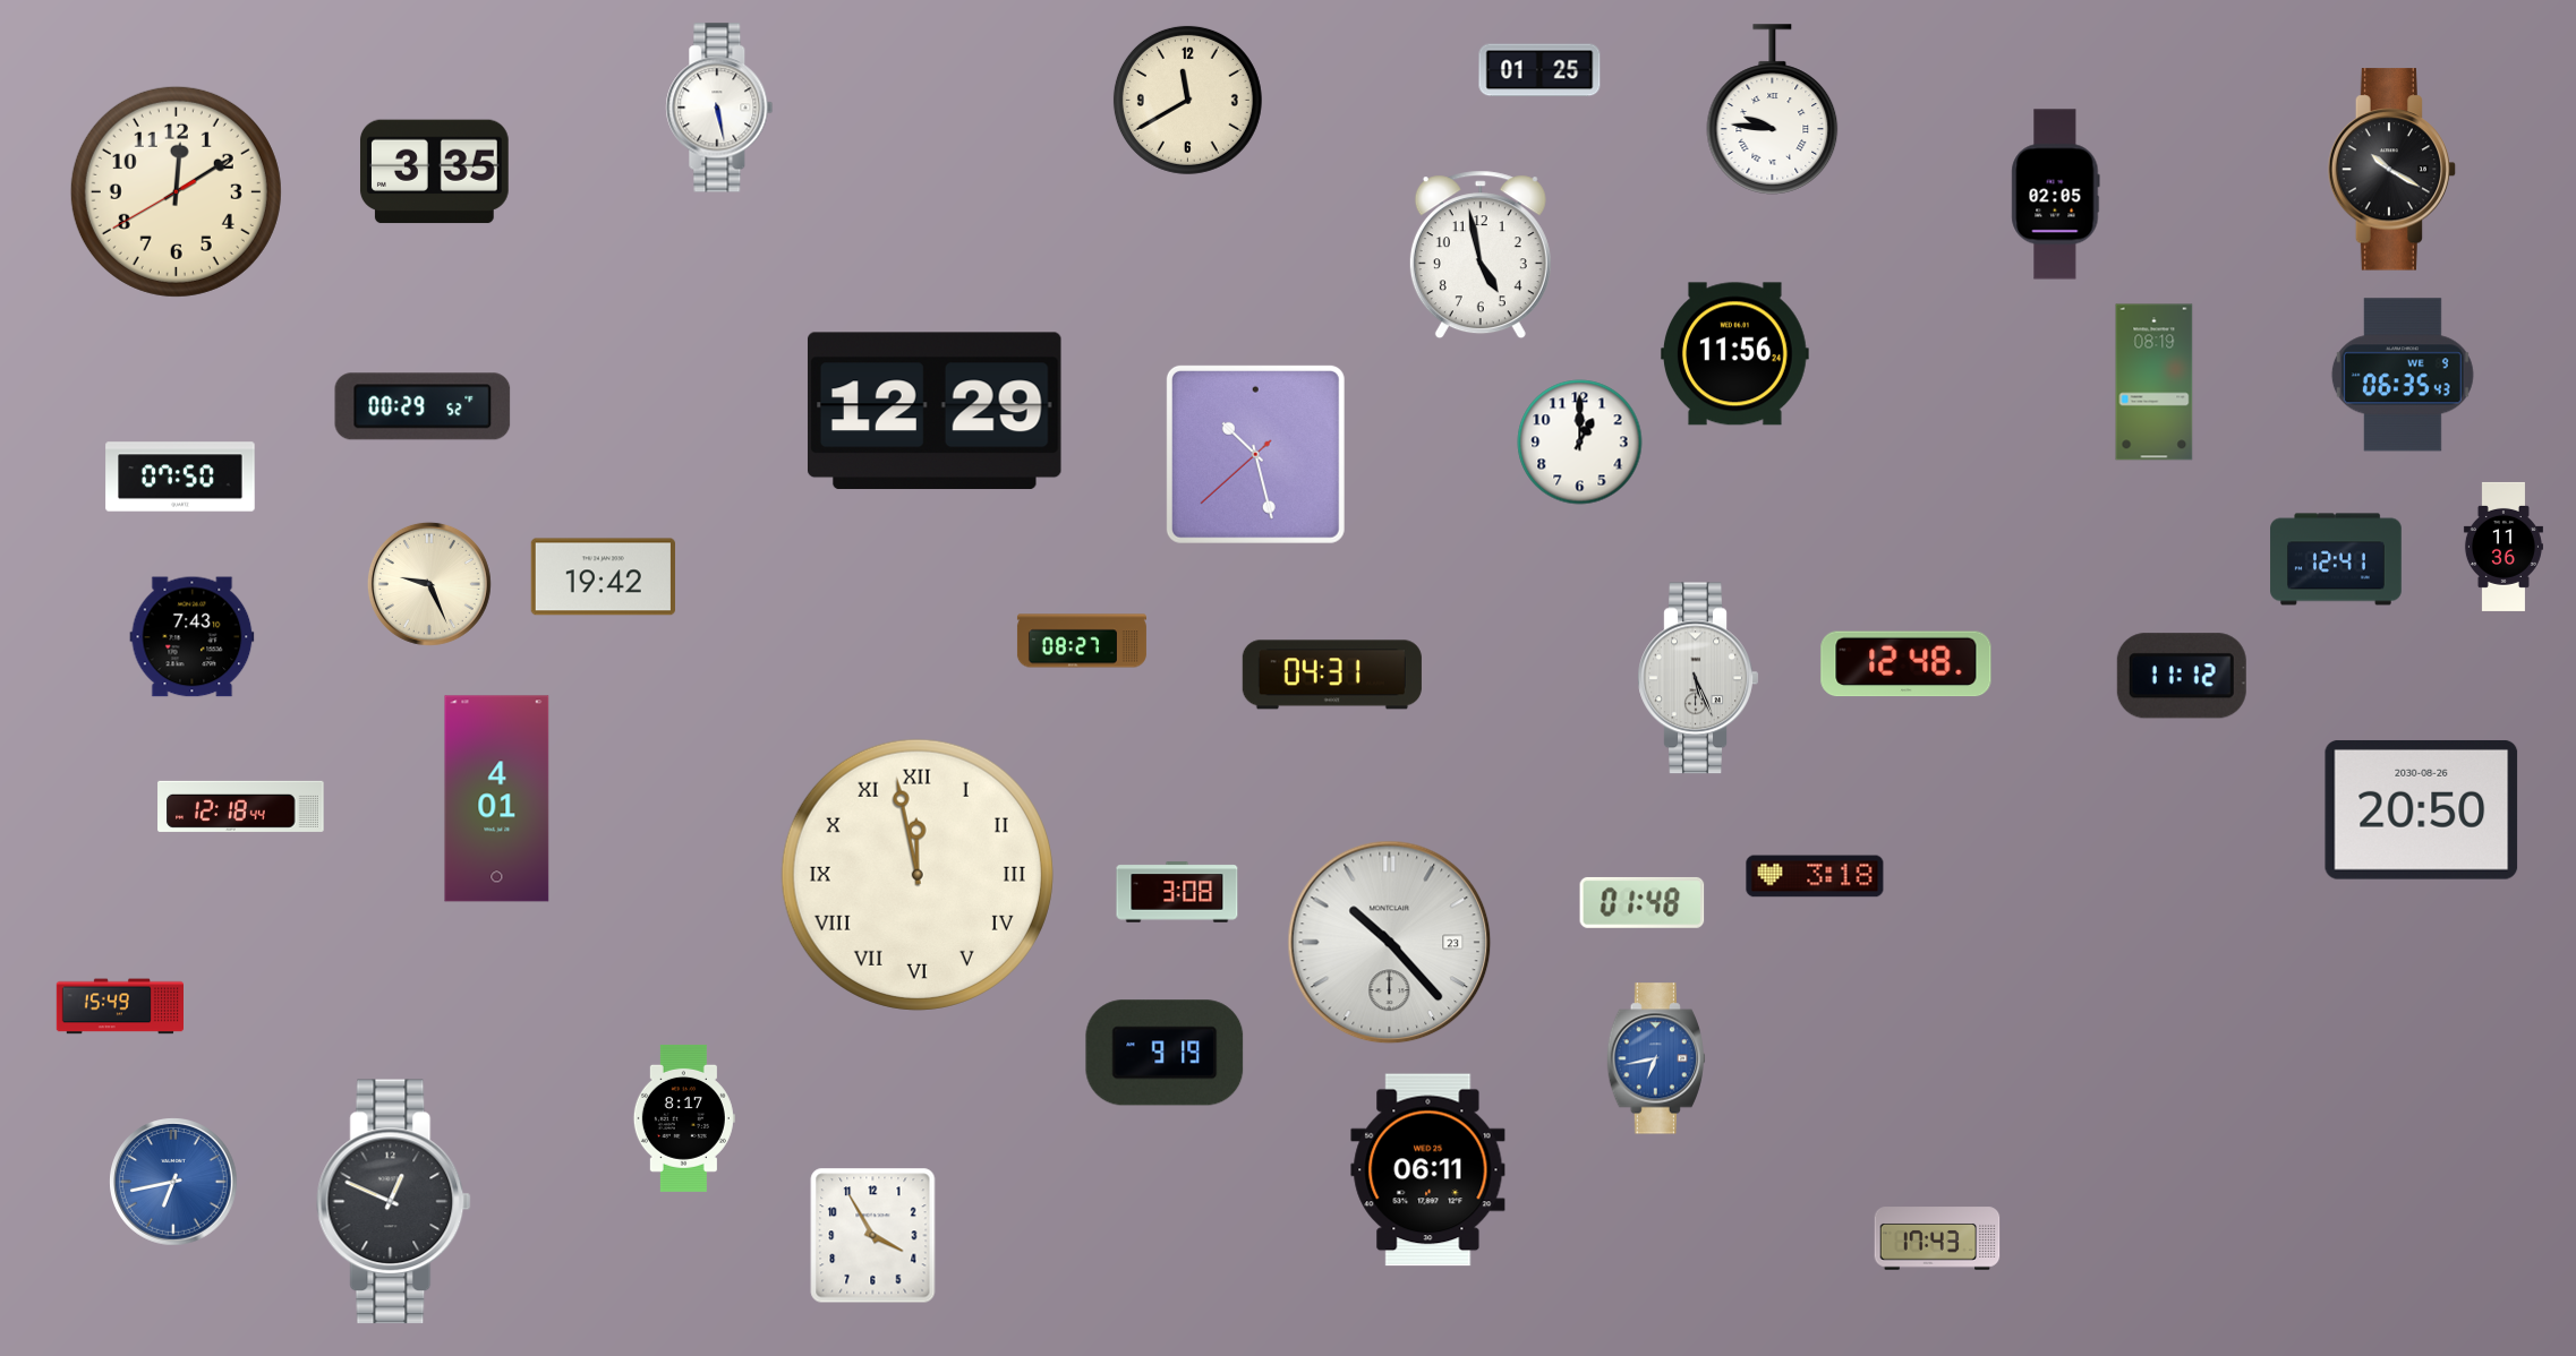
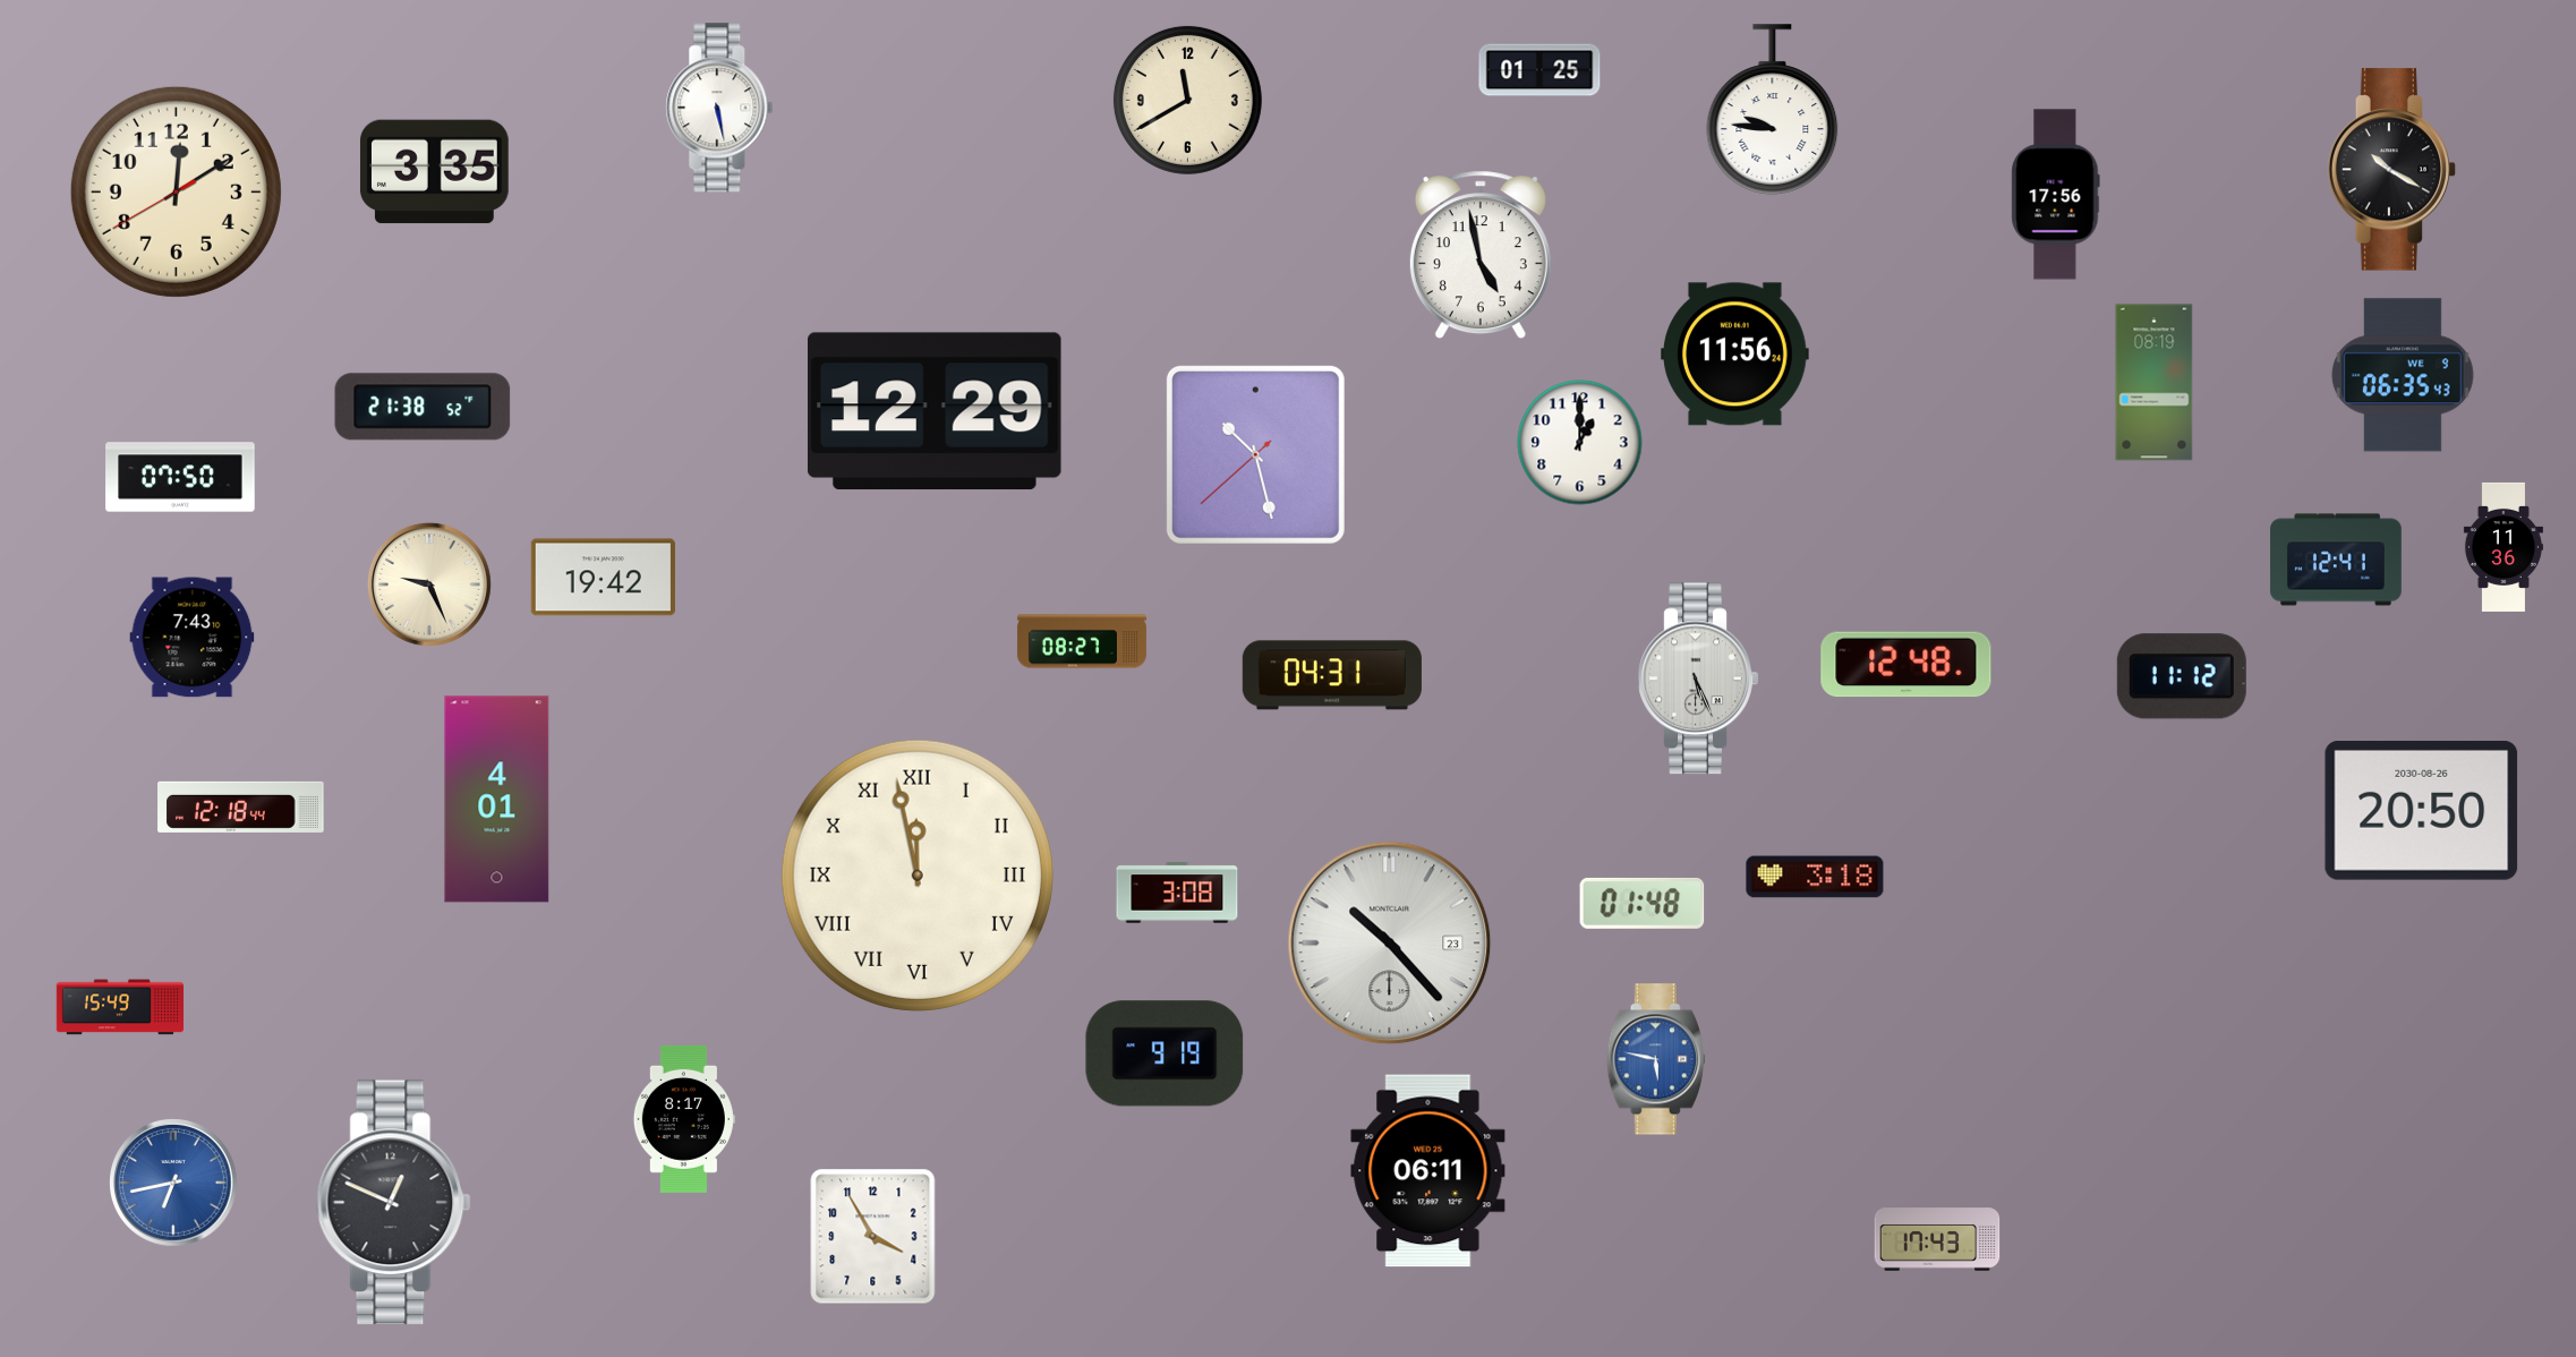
clock at (2056, 195): 02:05 -> 17:56
clock at (423, 406): 00:29 -> 21:38
clock at (1656, 1058): 6:43 -> 5:47
